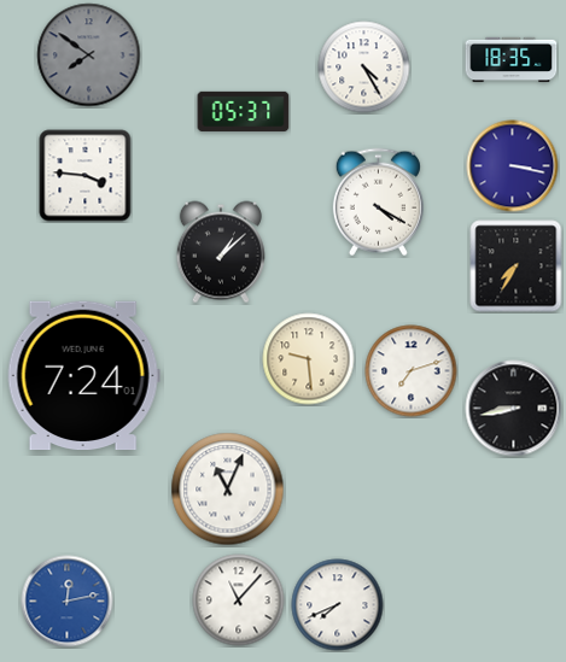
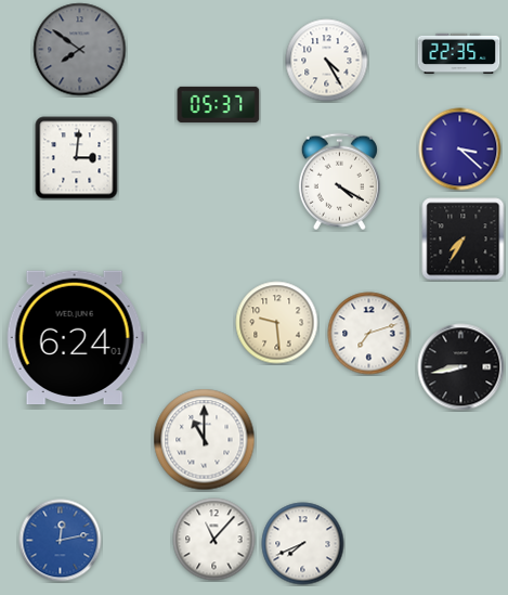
clock at (512, 59): 18:35 -> 22:35
clock at (244, 111) position: (244, 111) -> (219, 104)
clock at (513, 166): 3:17 -> 3:22
clock at (86, 176): 3:46 -> 3:01
clock at (221, 252): 1:08 -> none
clock at (83, 376): 7:24 -> 6:24
clock at (228, 490): 11:04 -> 11:00
